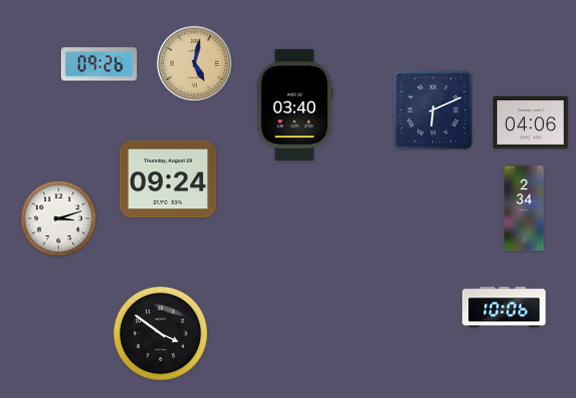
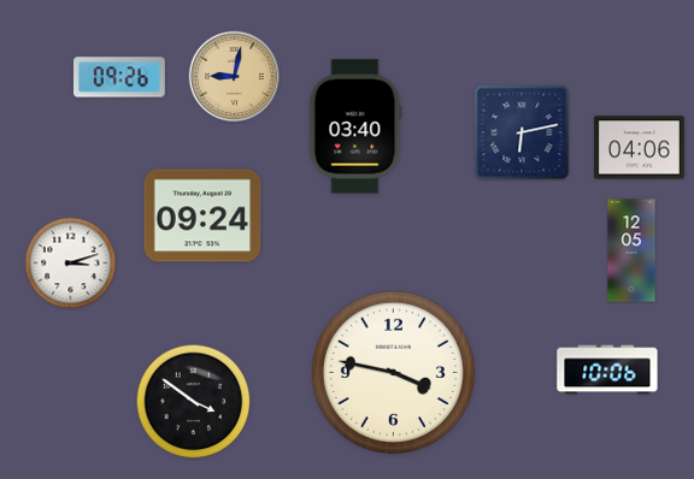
clock at (195, 64): 5:02 -> 9:02
clock at (433, 110): 6:11 -> 6:13
clock at (524, 208): 2:34 -> 12:05
clock at (393, 372): none -> 3:47
